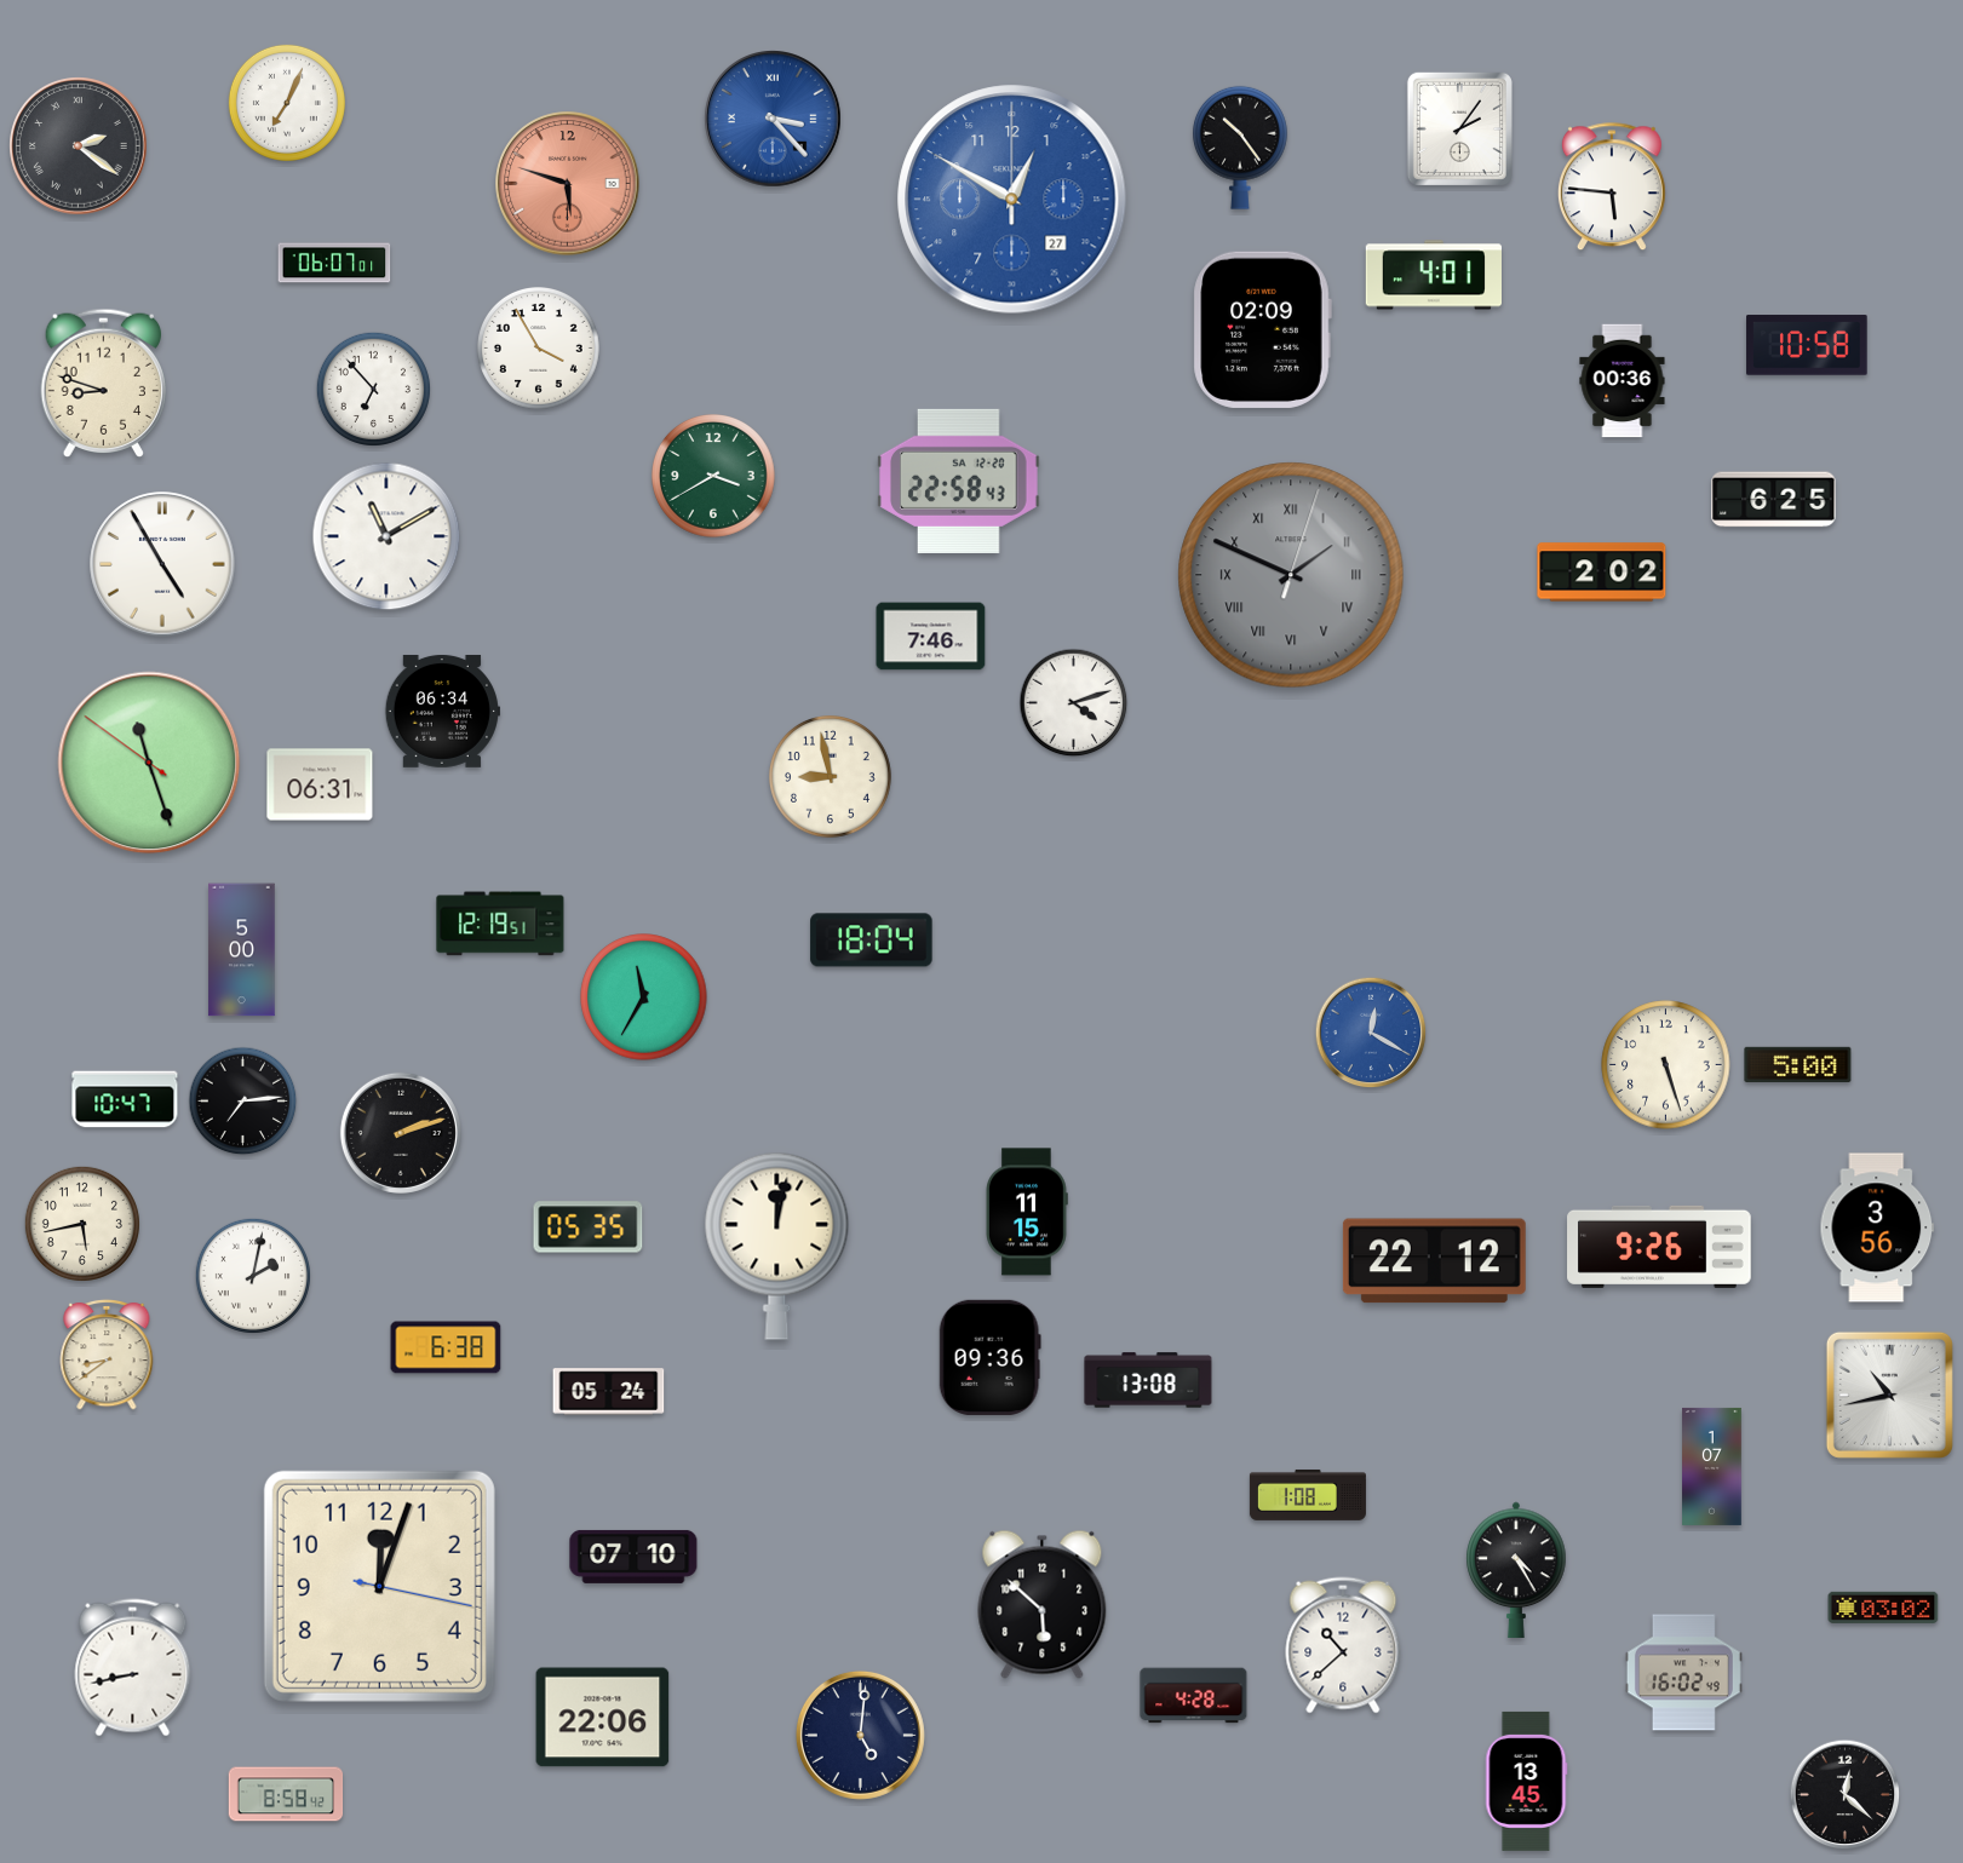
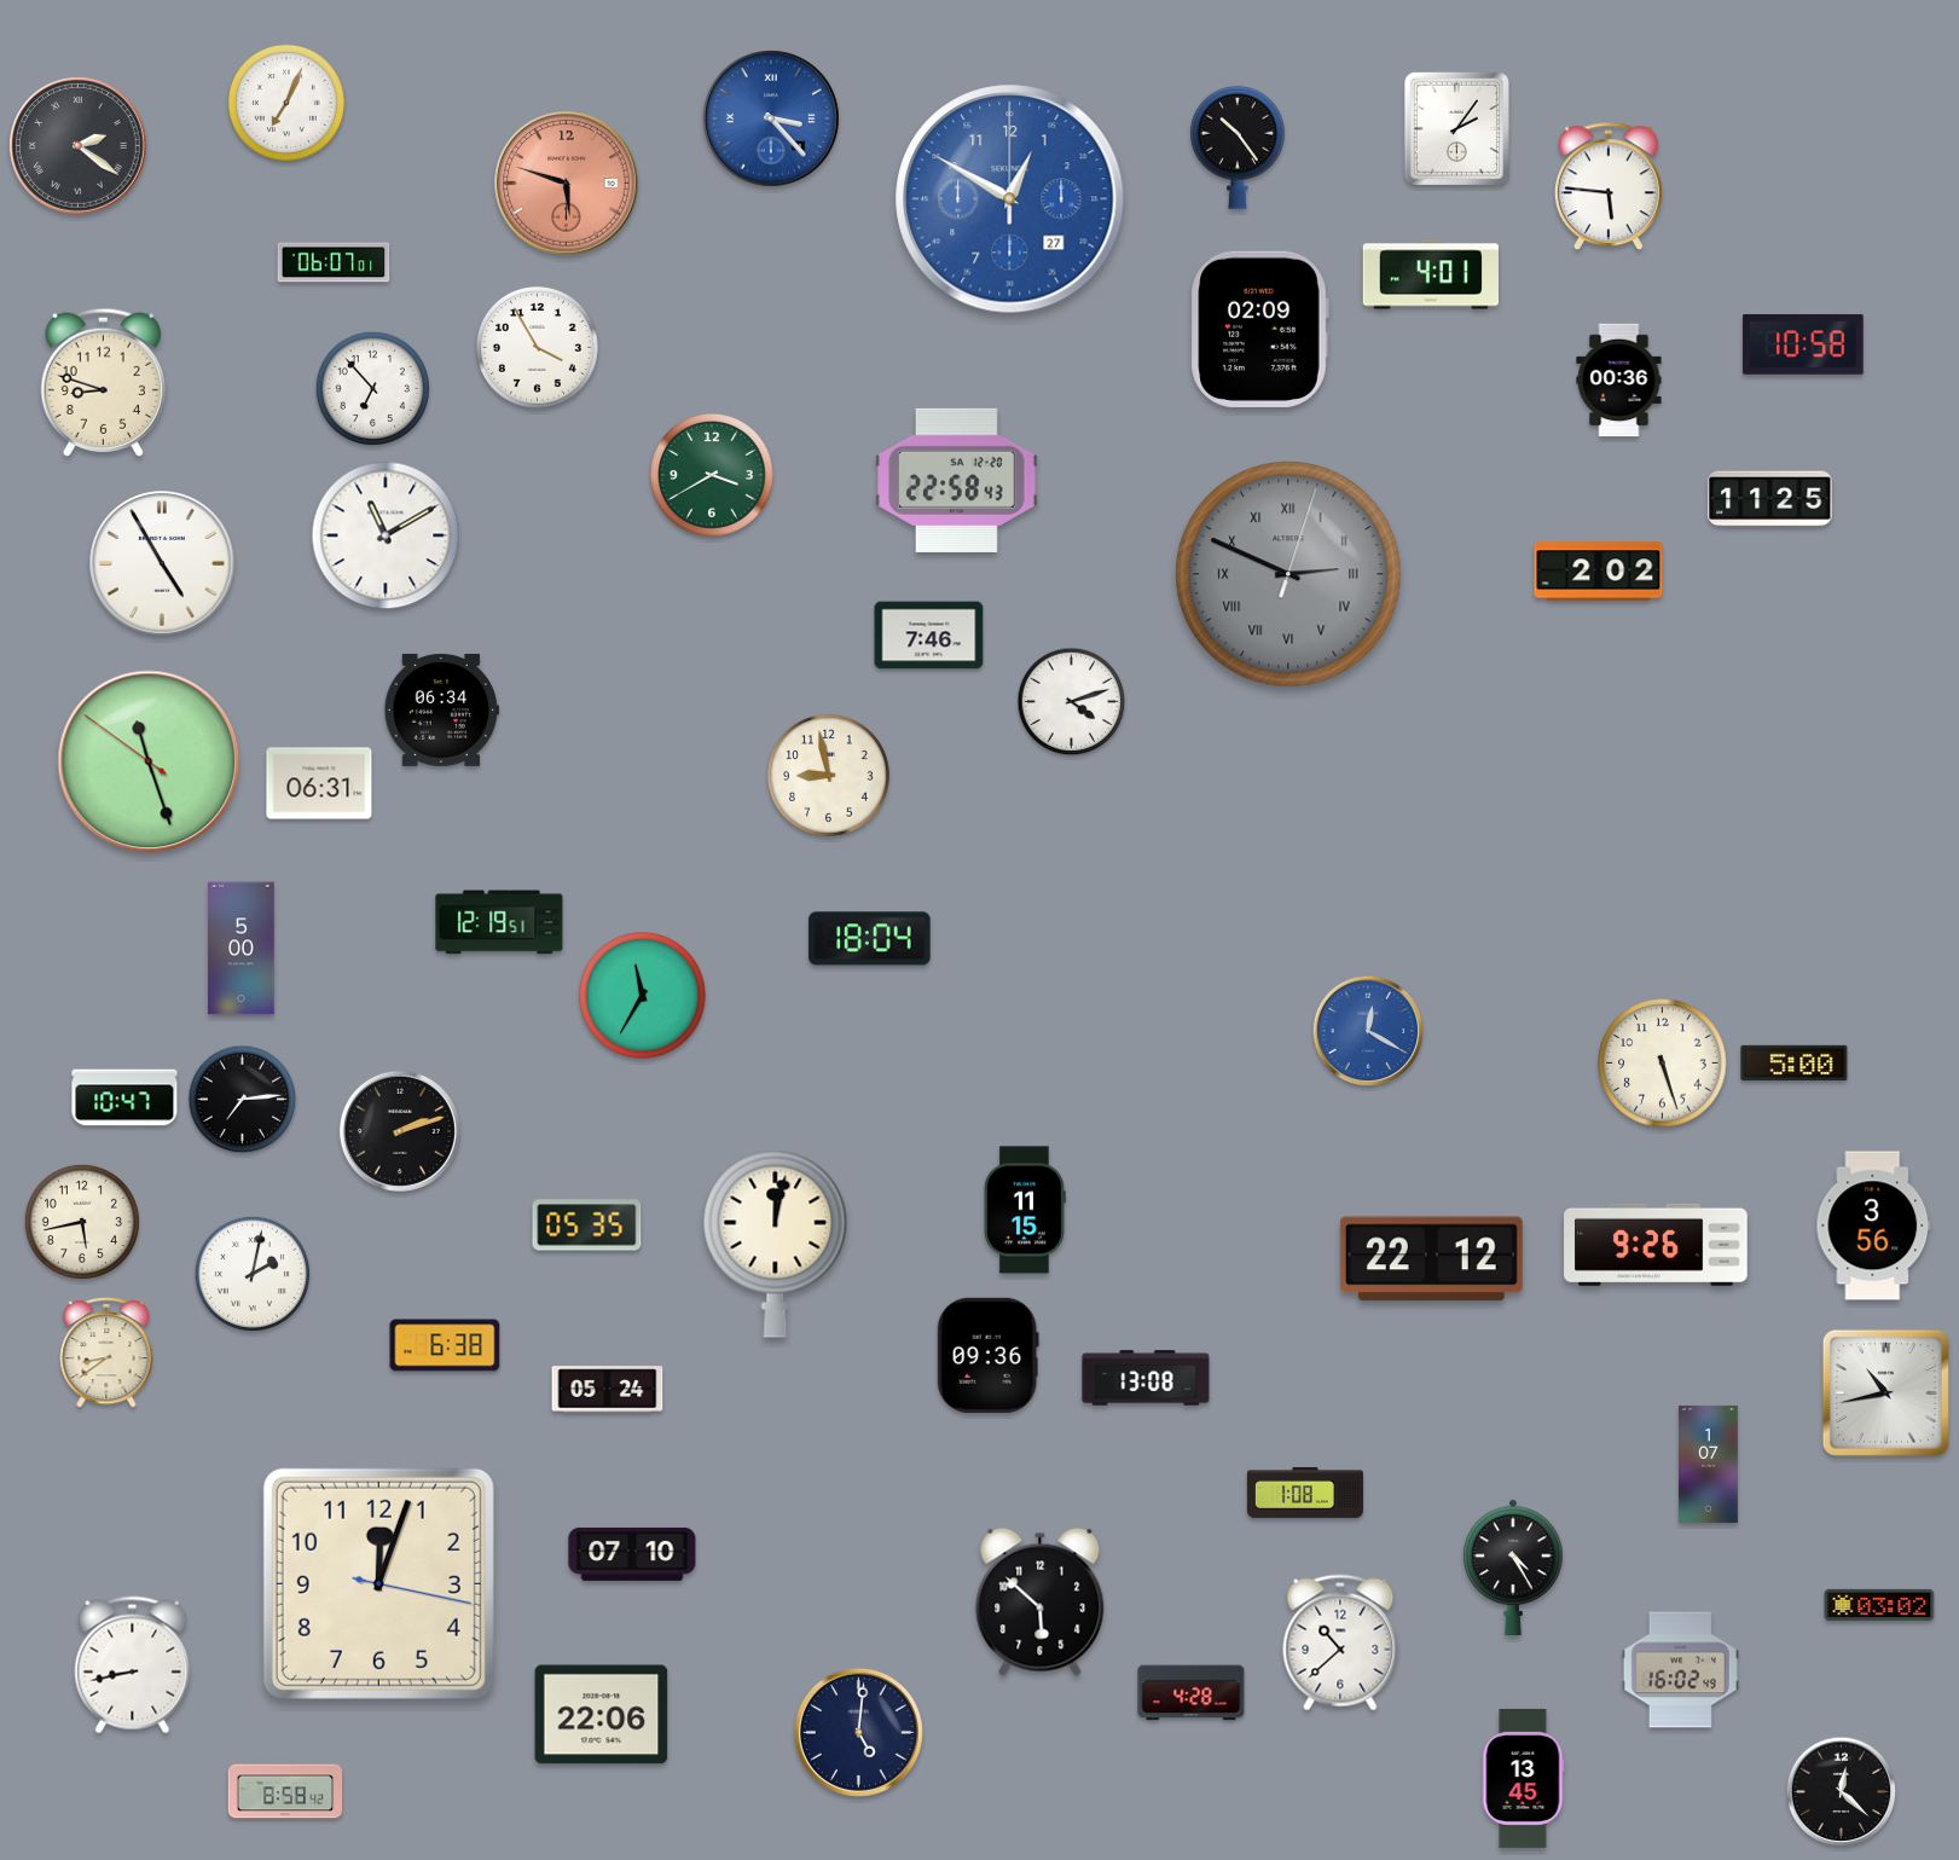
clock at (1774, 500): 6:25 -> 11:25
clock at (1291, 575): 1:49 -> 2:49
